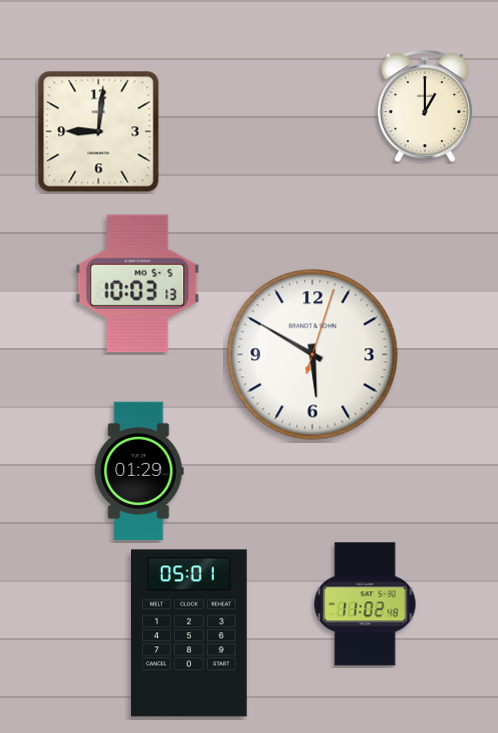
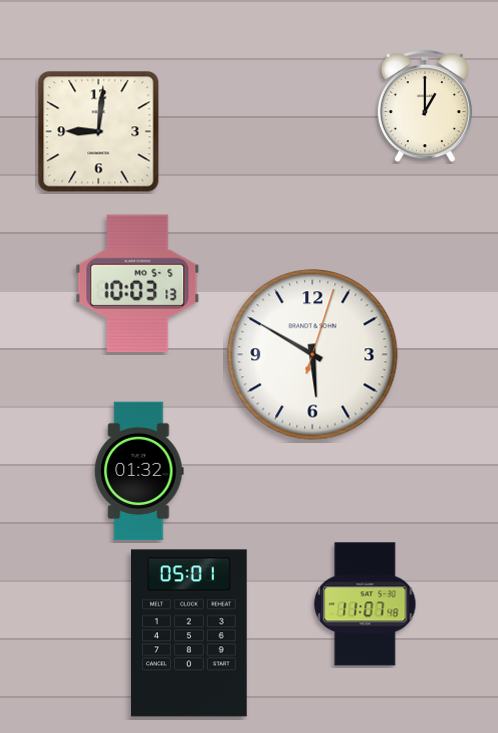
clock at (139, 471): 01:29 -> 01:32
clock at (365, 604): 11:02 -> 11:07
